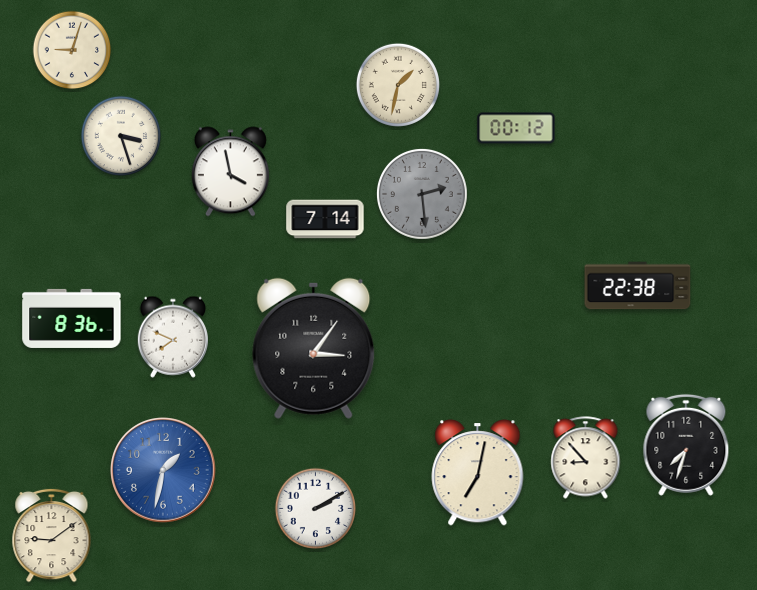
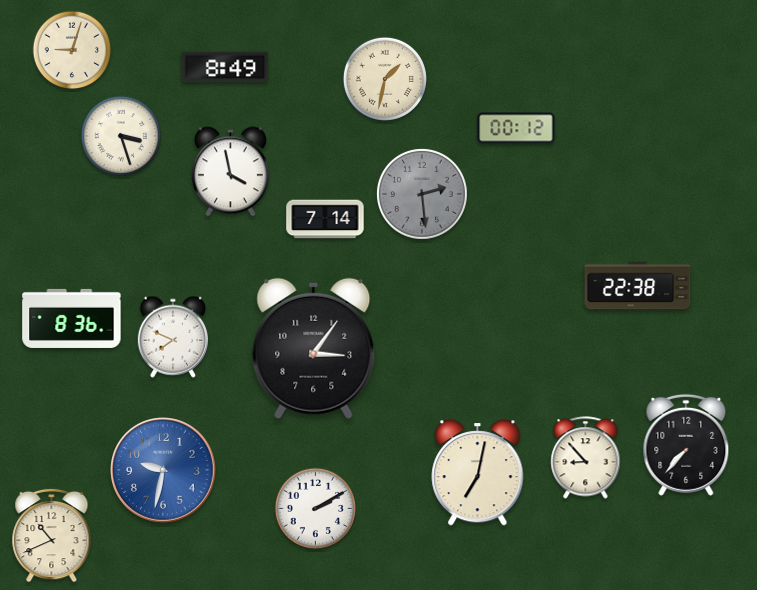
clock at (225, 67): none -> 8:49
clock at (398, 85) position: (398, 85) -> (385, 79)
clock at (686, 445): 7:33 -> 7:37
clock at (163, 470): 1:32 -> 9:32
clock at (52, 535): 9:09 -> 10:41
